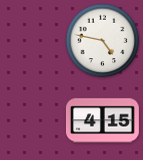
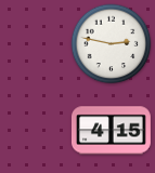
clock at (103, 41): 4:47 -> 2:47
